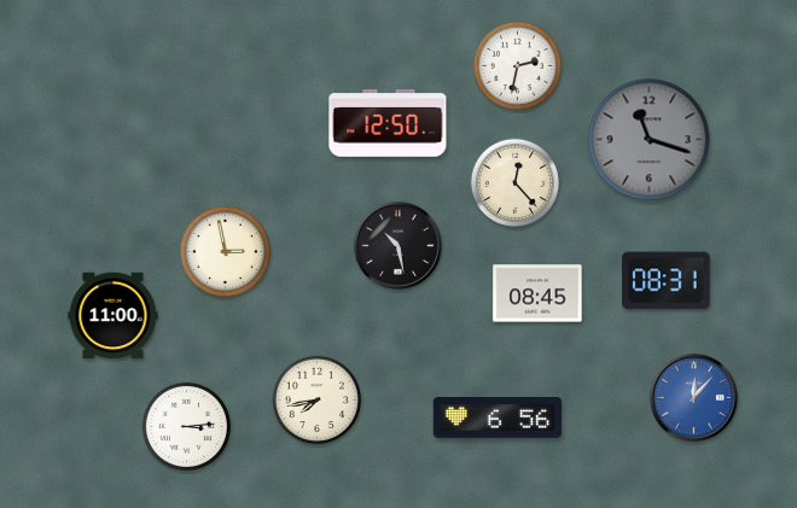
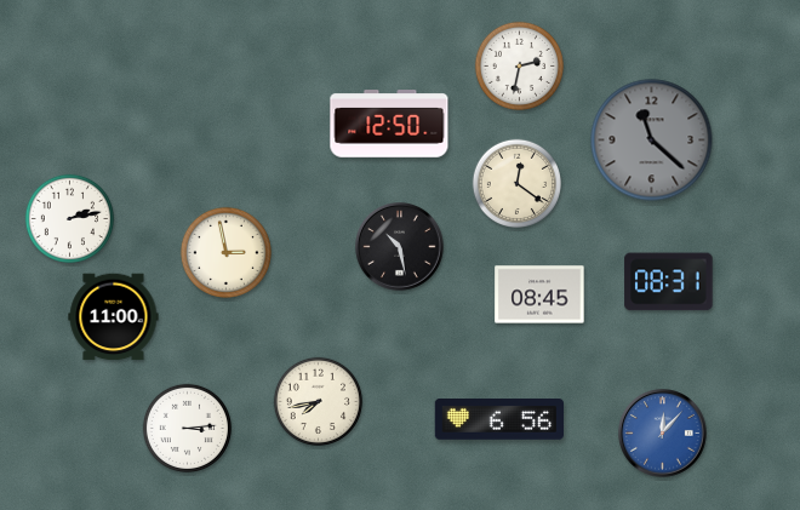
clock at (650, 140): 11:18 -> 11:22
clock at (514, 182): 12:23 -> 12:21
clock at (69, 218): none -> 2:13
clock at (694, 398) position: (694, 398) -> (663, 434)
